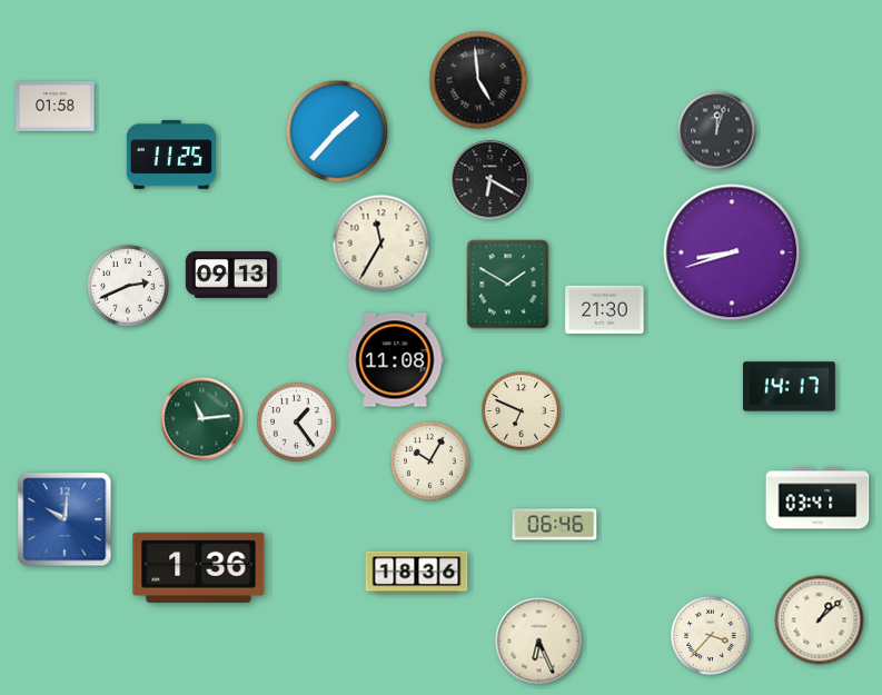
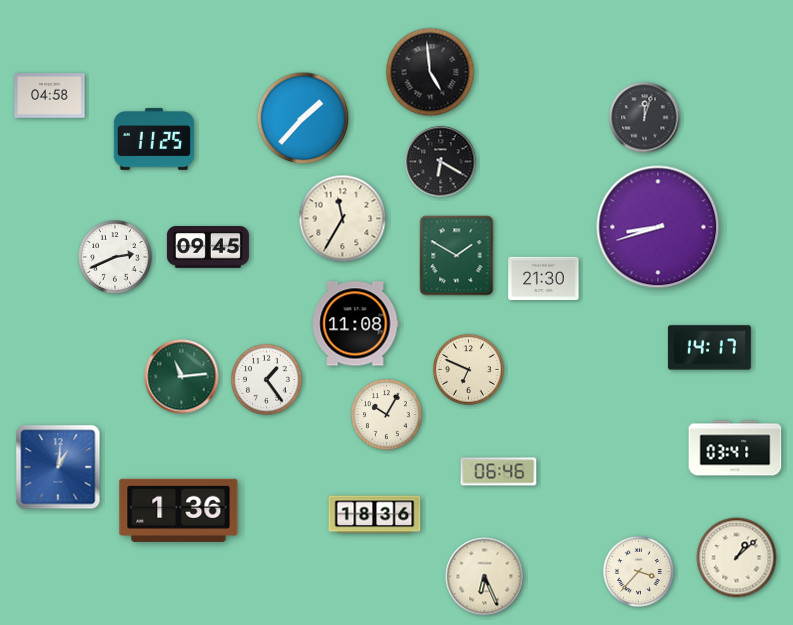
clock at (56, 107): 01:58 -> 04:58
clock at (231, 276): 09:13 -> 09:45
clock at (65, 519): 10:01 -> 1:01
